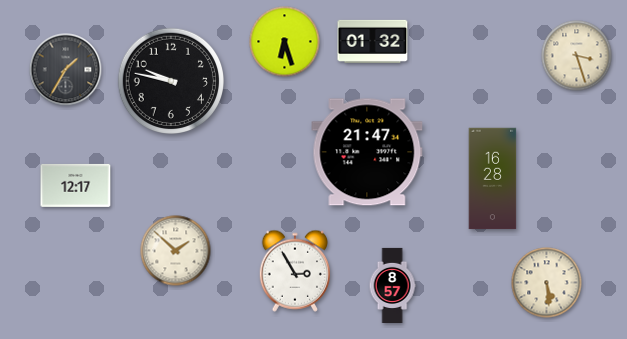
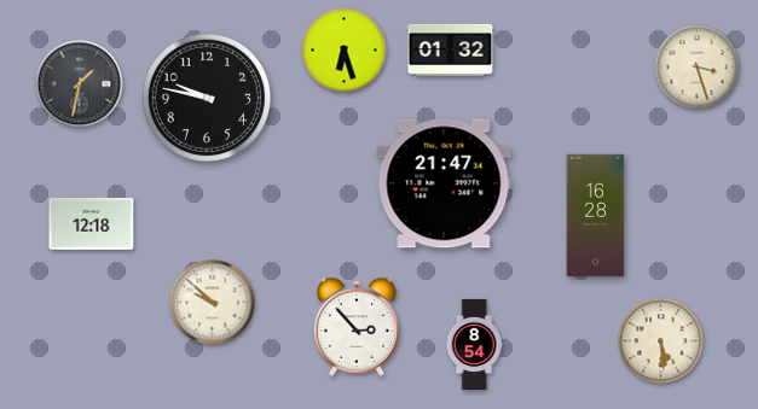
clock at (66, 70): 1:35 -> 1:32
clock at (76, 185): 12:17 -> 12:18
clock at (176, 251): 1:52 -> 9:52
clock at (294, 271): 2:55 -> 2:53
clock at (392, 285): 8:57 -> 8:54
